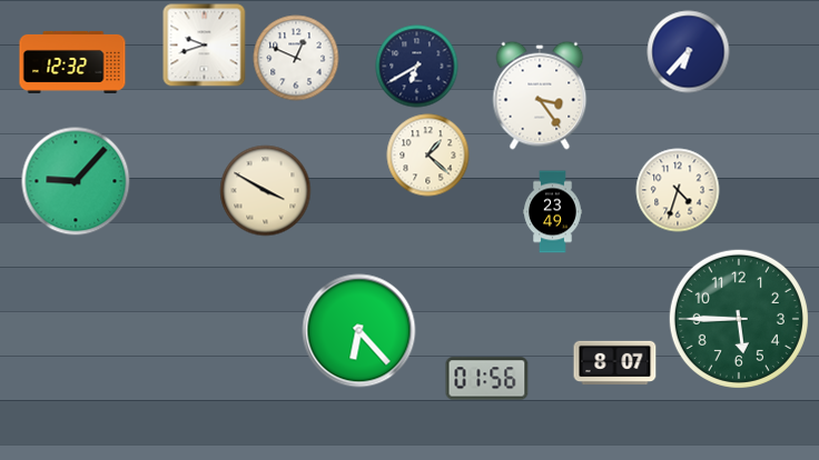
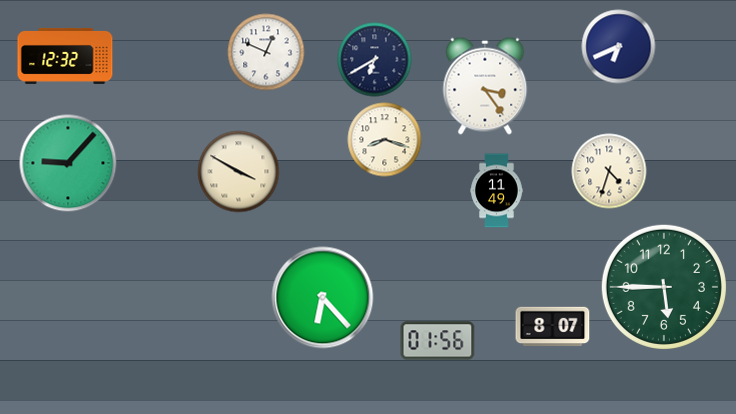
clock at (205, 46): 9:42 -> none
clock at (689, 52): 6:37 -> 6:41
clock at (428, 156): 1:22 -> 8:18
clock at (553, 212): 23:49 -> 11:49
